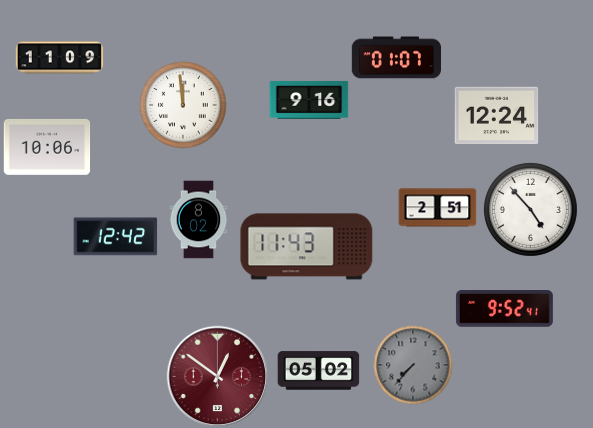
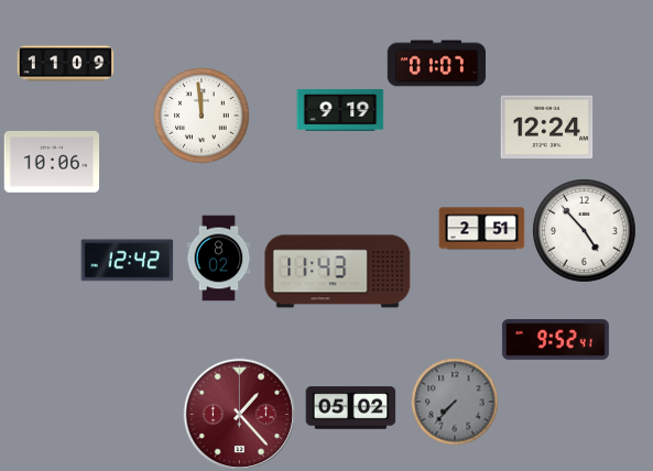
clock at (309, 100): 9:16 -> 9:19
clock at (199, 219) position: (199, 219) -> (219, 258)
clock at (217, 376): 12:51 -> 1:23
